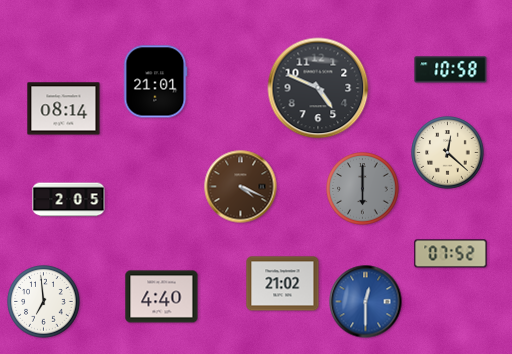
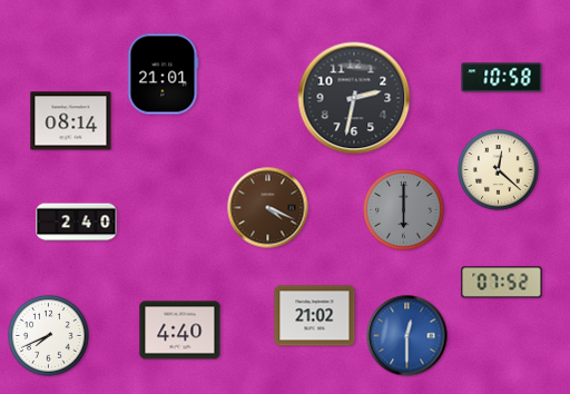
clock at (156, 82) position: (156, 82) -> (164, 75)
clock at (318, 88): 4:49 -> 2:32
clock at (69, 200): 2:05 -> 2:40
clock at (44, 302): 6:59 -> 7:41
